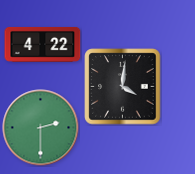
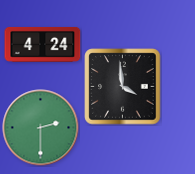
clock at (43, 45): 4:22 -> 4:24
clock at (123, 87): 4:01 -> 3:59
